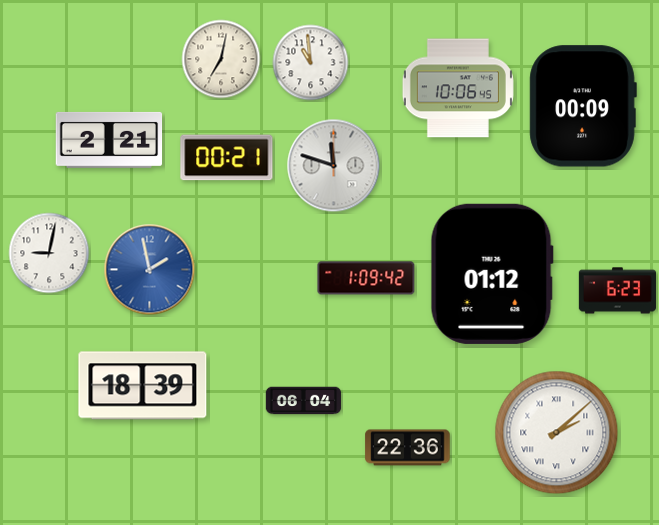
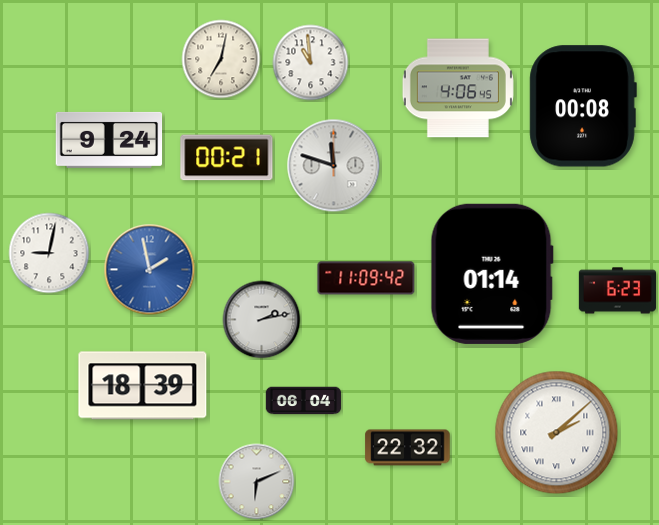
clock at (458, 88): 10:06 -> 4:06
clock at (583, 106): 00:09 -> 00:08
clock at (109, 140): 2:21 -> 9:24
clock at (492, 274): 01:12 -> 01:14
clock at (366, 278): 1:09 -> 11:09
clock at (262, 320): none -> 2:13
clock at (408, 448): 22:36 -> 22:32
clock at (257, 482): none -> 6:11
